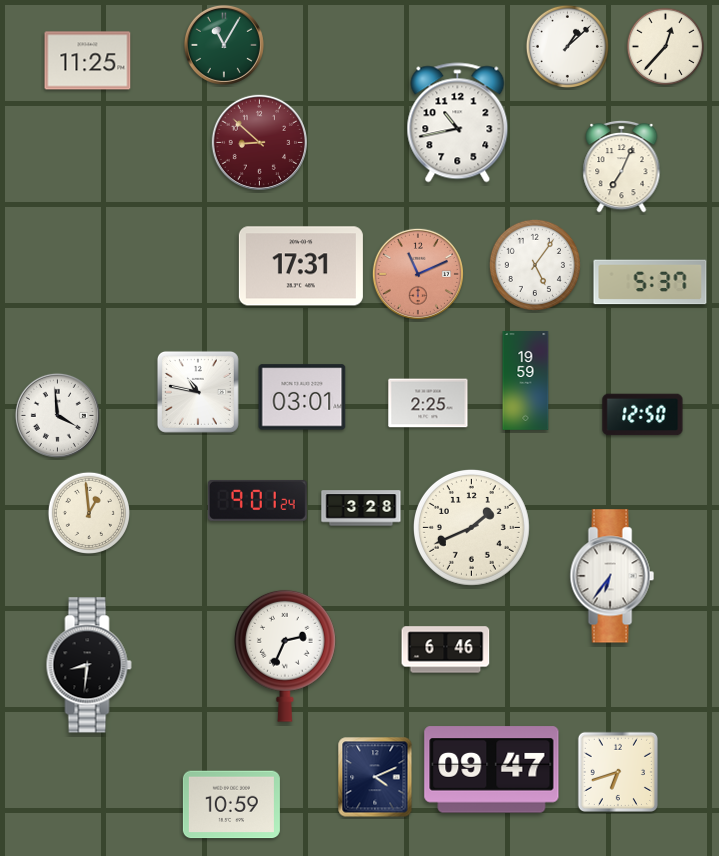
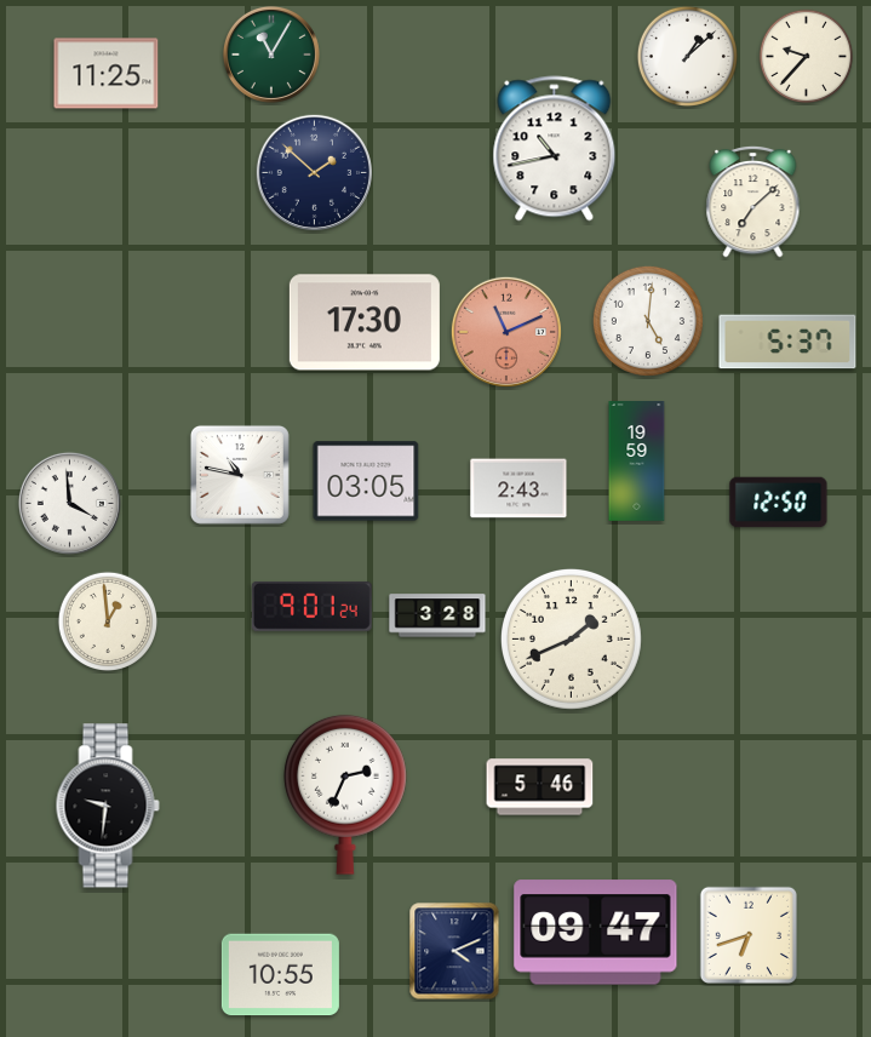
clock at (666, 47): 12:37 -> 9:37
clock at (259, 142): 8:52 -> 1:52
clock at (259, 142) dial: burgundy -> navy
clock at (622, 166): 7:04 -> 7:08
clock at (535, 265): 5:06 -> 5:01
clock at (301, 266): 17:31 -> 17:30
clock at (302, 397): 03:01 -> 03:05
clock at (428, 403): 2:25 -> 2:43
clock at (612, 576): 6:36 -> none
clock at (446, 650): 6:46 -> 5:46
clock at (89, 665): 8:31 -> 9:31
clock at (375, 777) position: (375, 777) -> (454, 951)
clock at (231, 805): 10:59 -> 10:55
